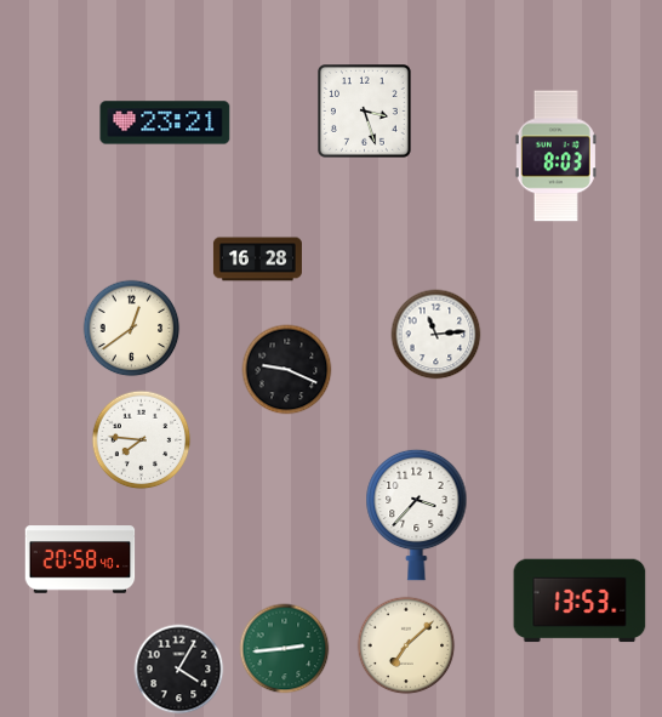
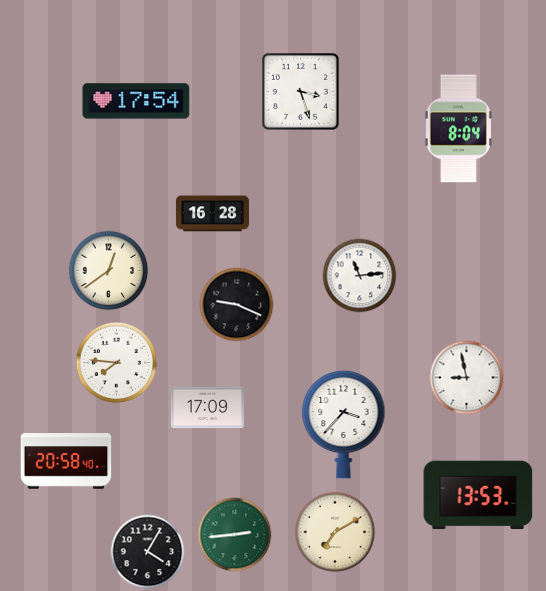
clock at (165, 123): 23:21 -> 17:54
clock at (555, 157): 8:03 -> 8:04
clock at (467, 378): none -> 8:58
clock at (207, 408): none -> 17:09
clock at (406, 645): 7:08 -> 7:10
